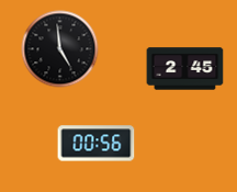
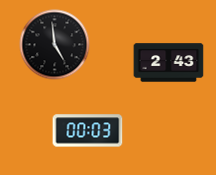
clock at (185, 69): 2:45 -> 2:43
clock at (97, 144): 00:56 -> 00:03
